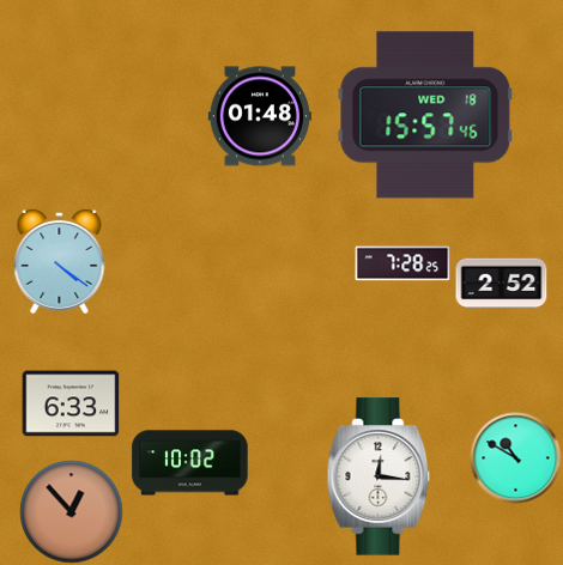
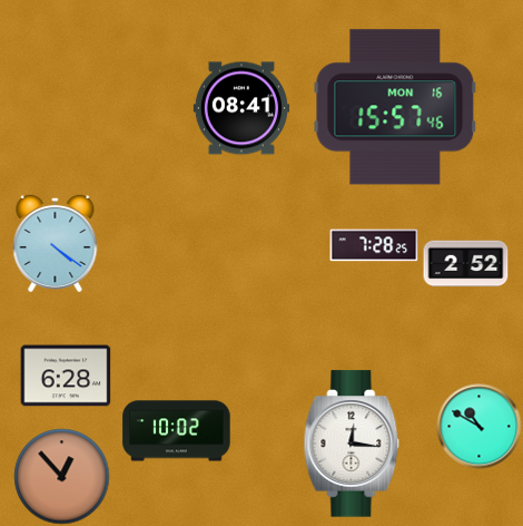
clock at (425, 115) date: WED 18 -> MON 16
clock at (260, 116): 01:48 -> 08:41
clock at (71, 403): 6:33 -> 6:28
clock at (72, 512) position: (72, 512) -> (62, 477)
